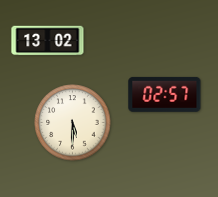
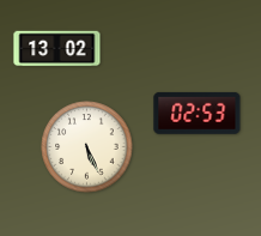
clock at (165, 94): 02:57 -> 02:53
clock at (73, 123): 5:30 -> 5:26
